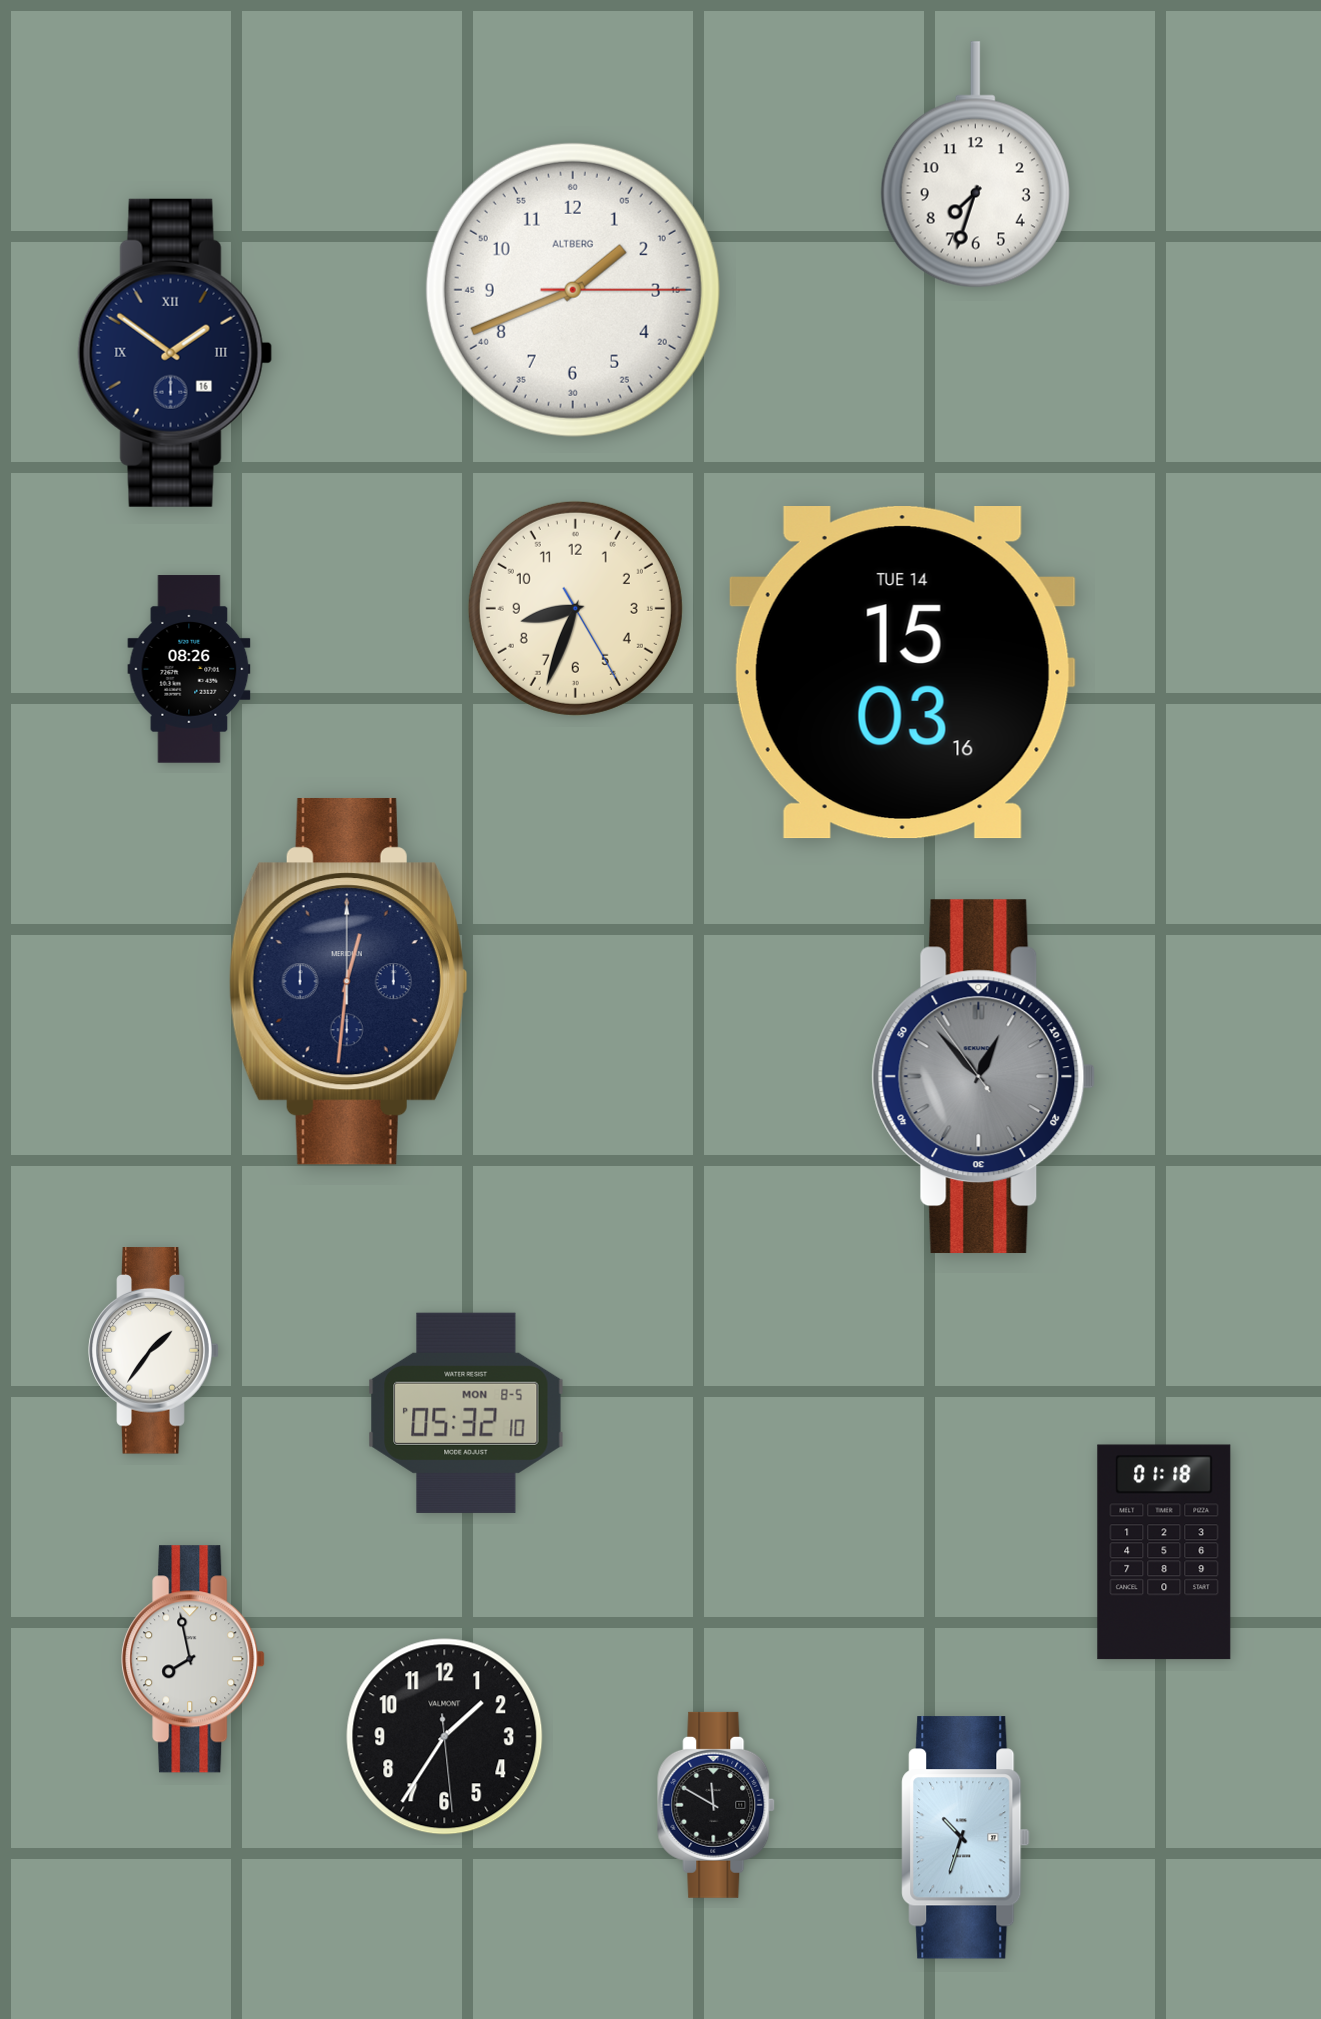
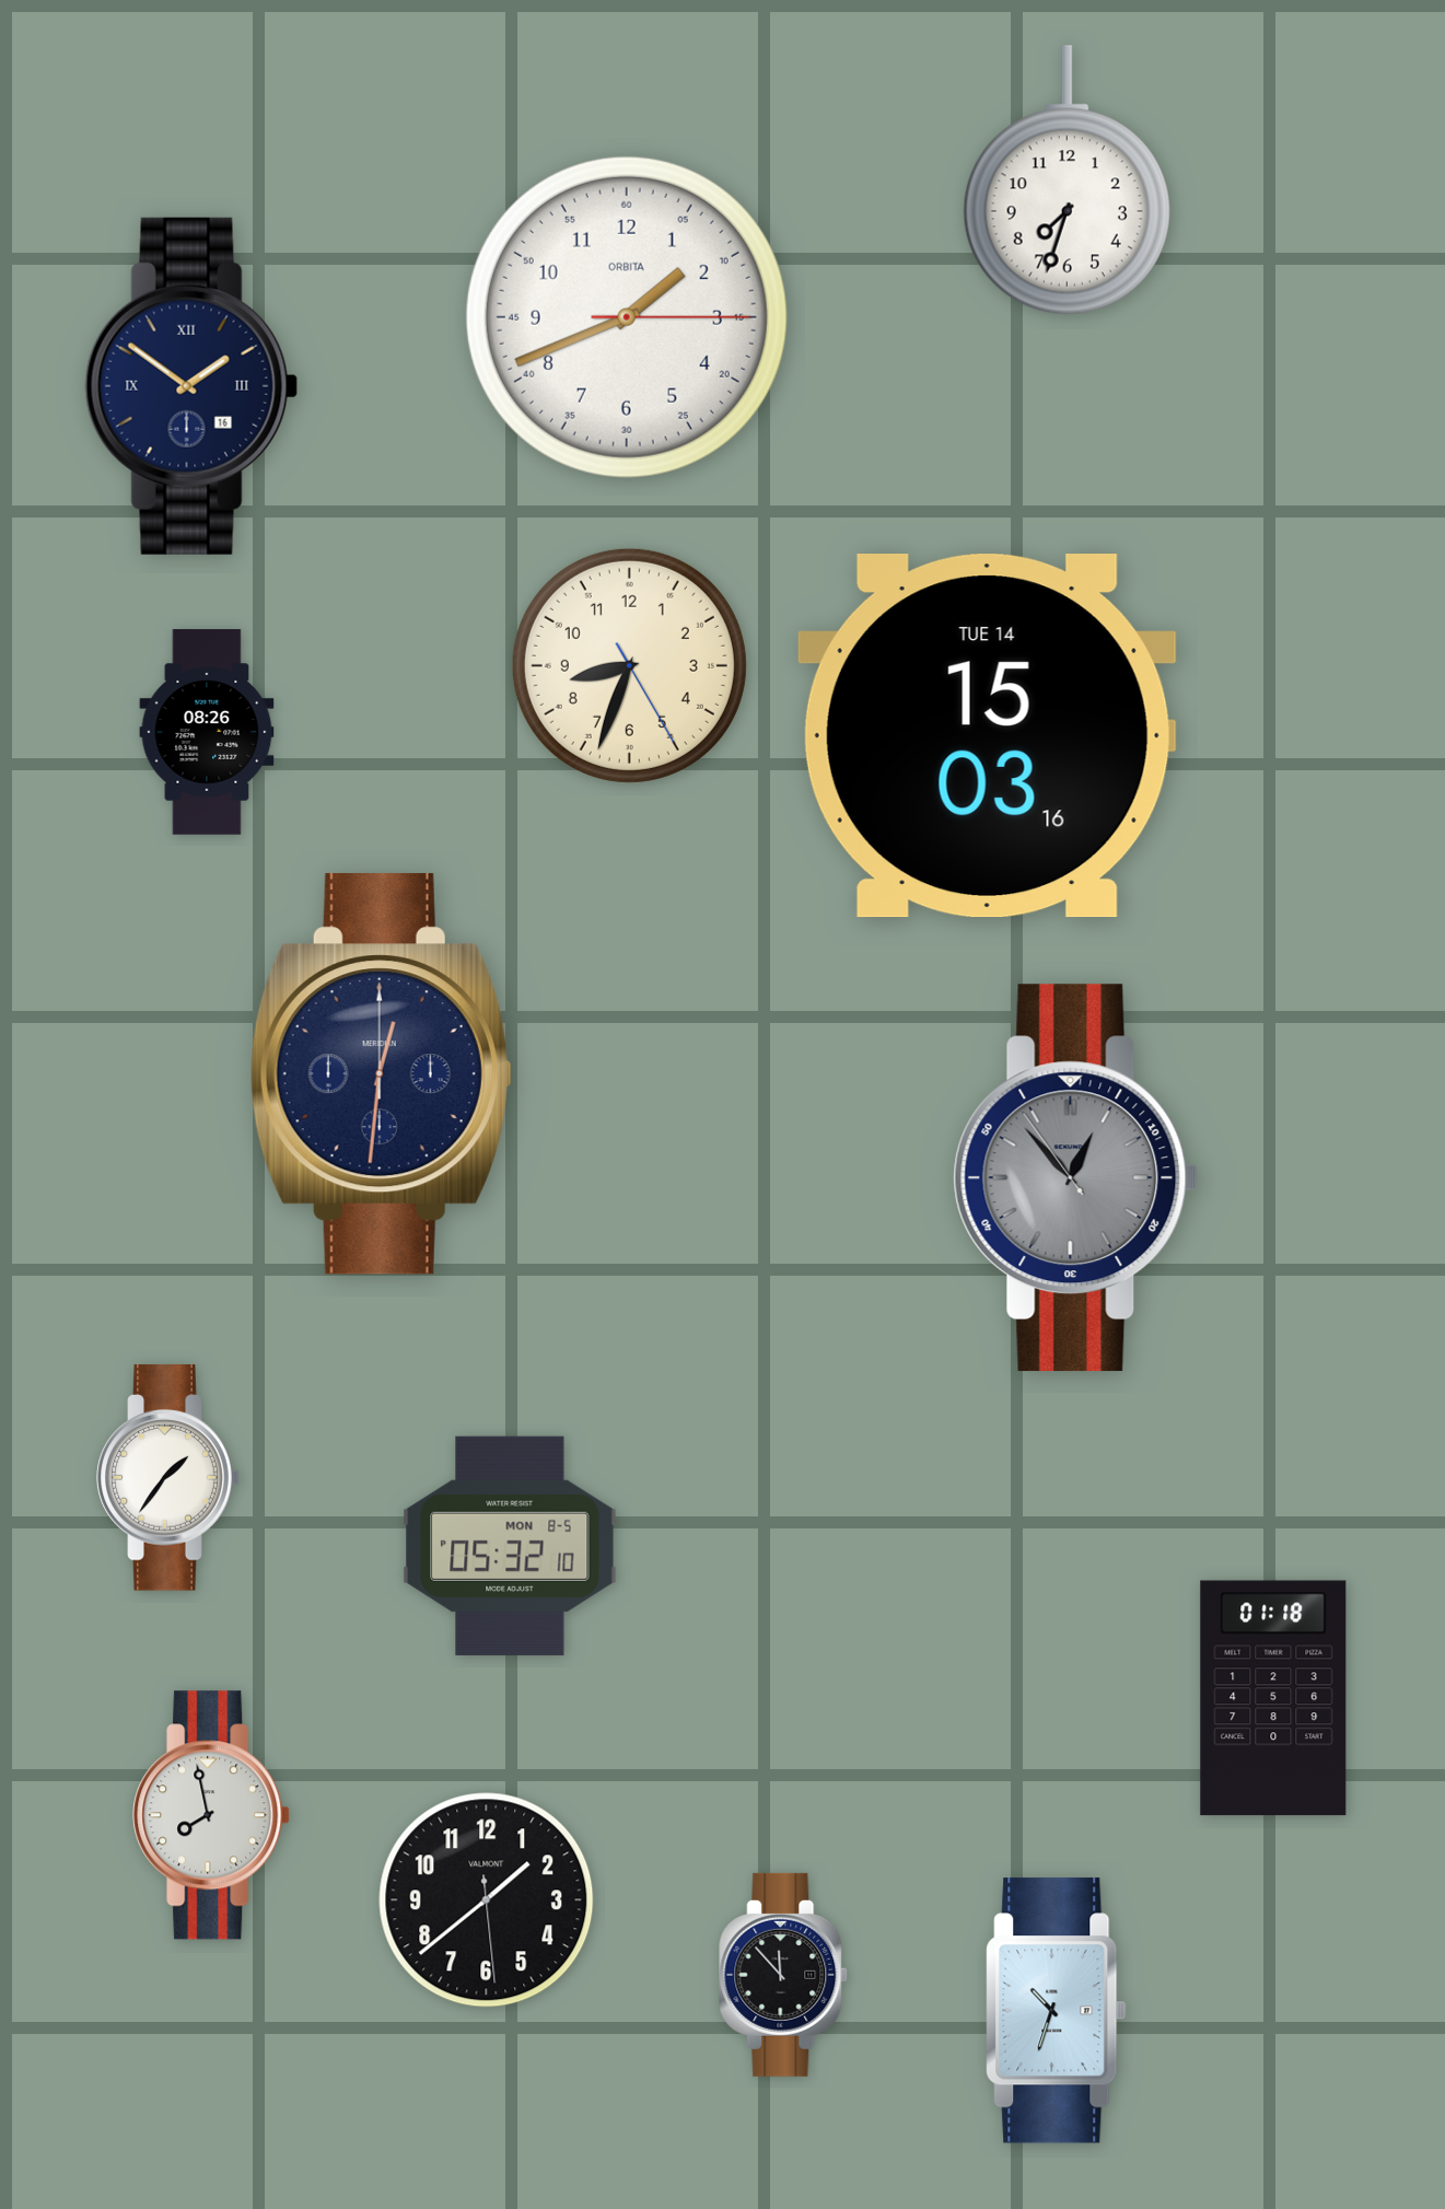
clock at (573, 290) brand: ALTBERG -> ORBITA
clock at (445, 1737): 1:35 -> 1:38
clock at (717, 1805): 11:50 -> 11:53
